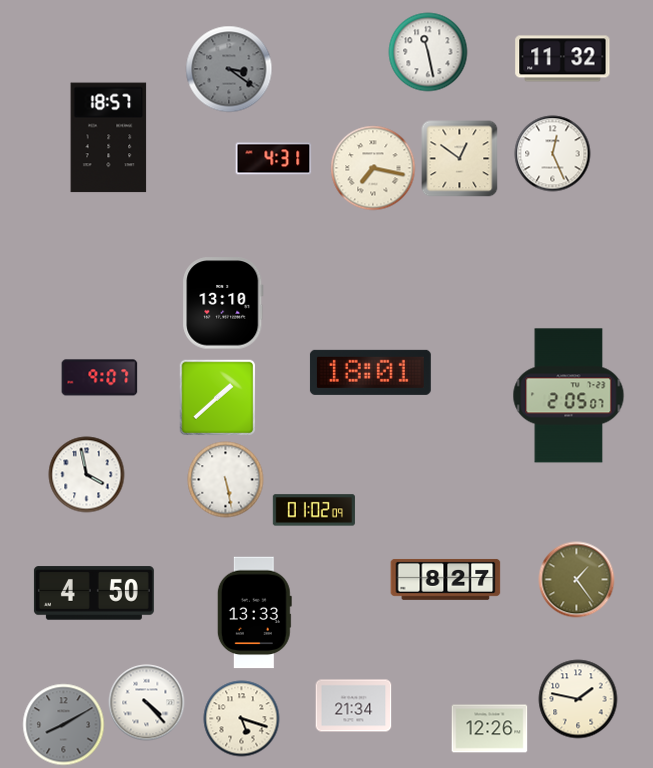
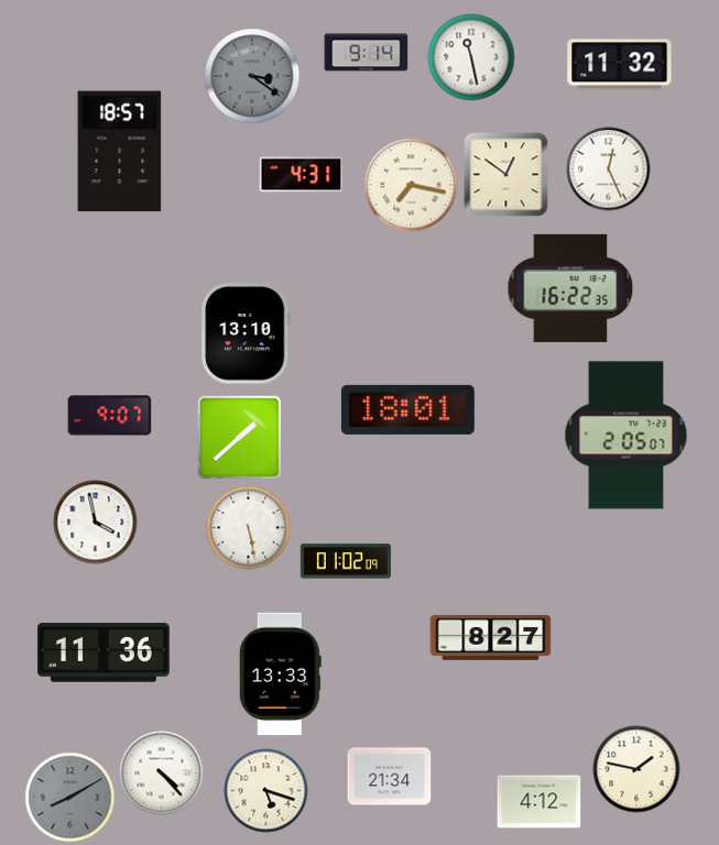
clock at (367, 53): none -> 9:14
clock at (570, 288): none -> 16:22
clock at (577, 580): 1:24 -> none
clock at (94, 593): 4:50 -> 11:36
clock at (490, 729): 12:26 -> 4:12
